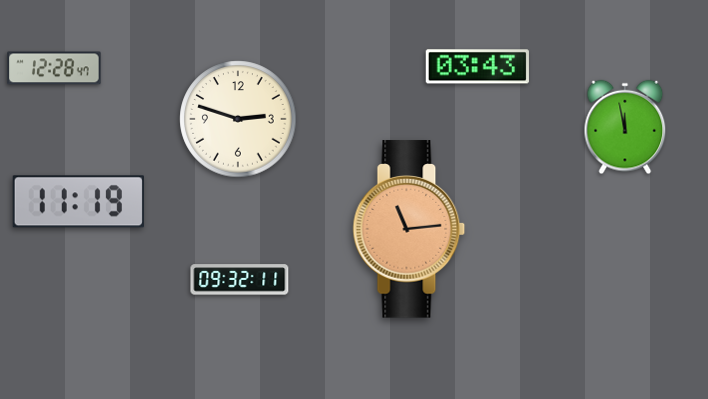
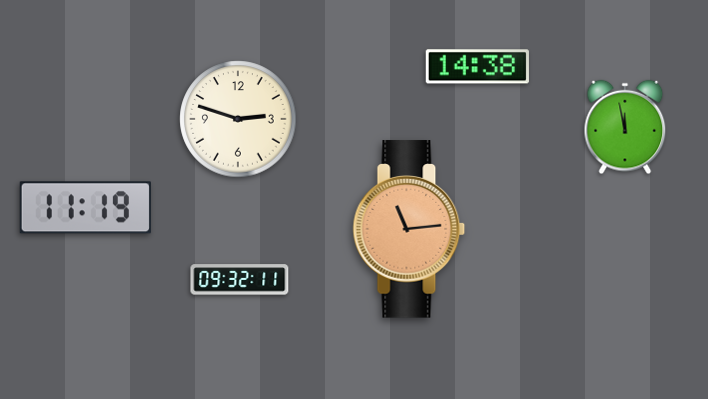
clock at (477, 67): 03:43 -> 14:38
clock at (54, 68): 12:28 -> none
clock at (78, 202) position: (78, 202) -> (85, 208)
